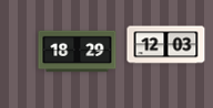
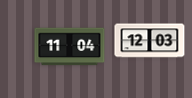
clock at (78, 52): 18:29 -> 11:04
